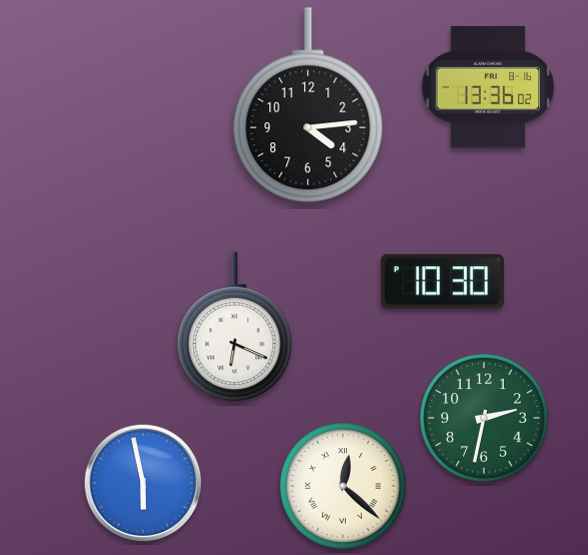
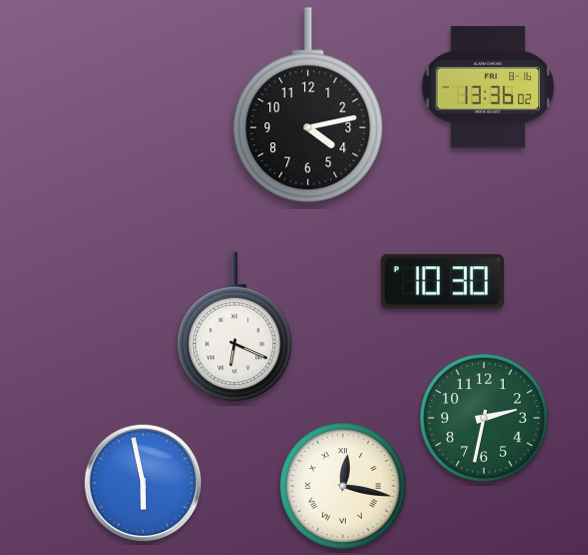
clock at (308, 105): 4:14 -> 4:13
clock at (344, 487): 12:22 -> 12:17
